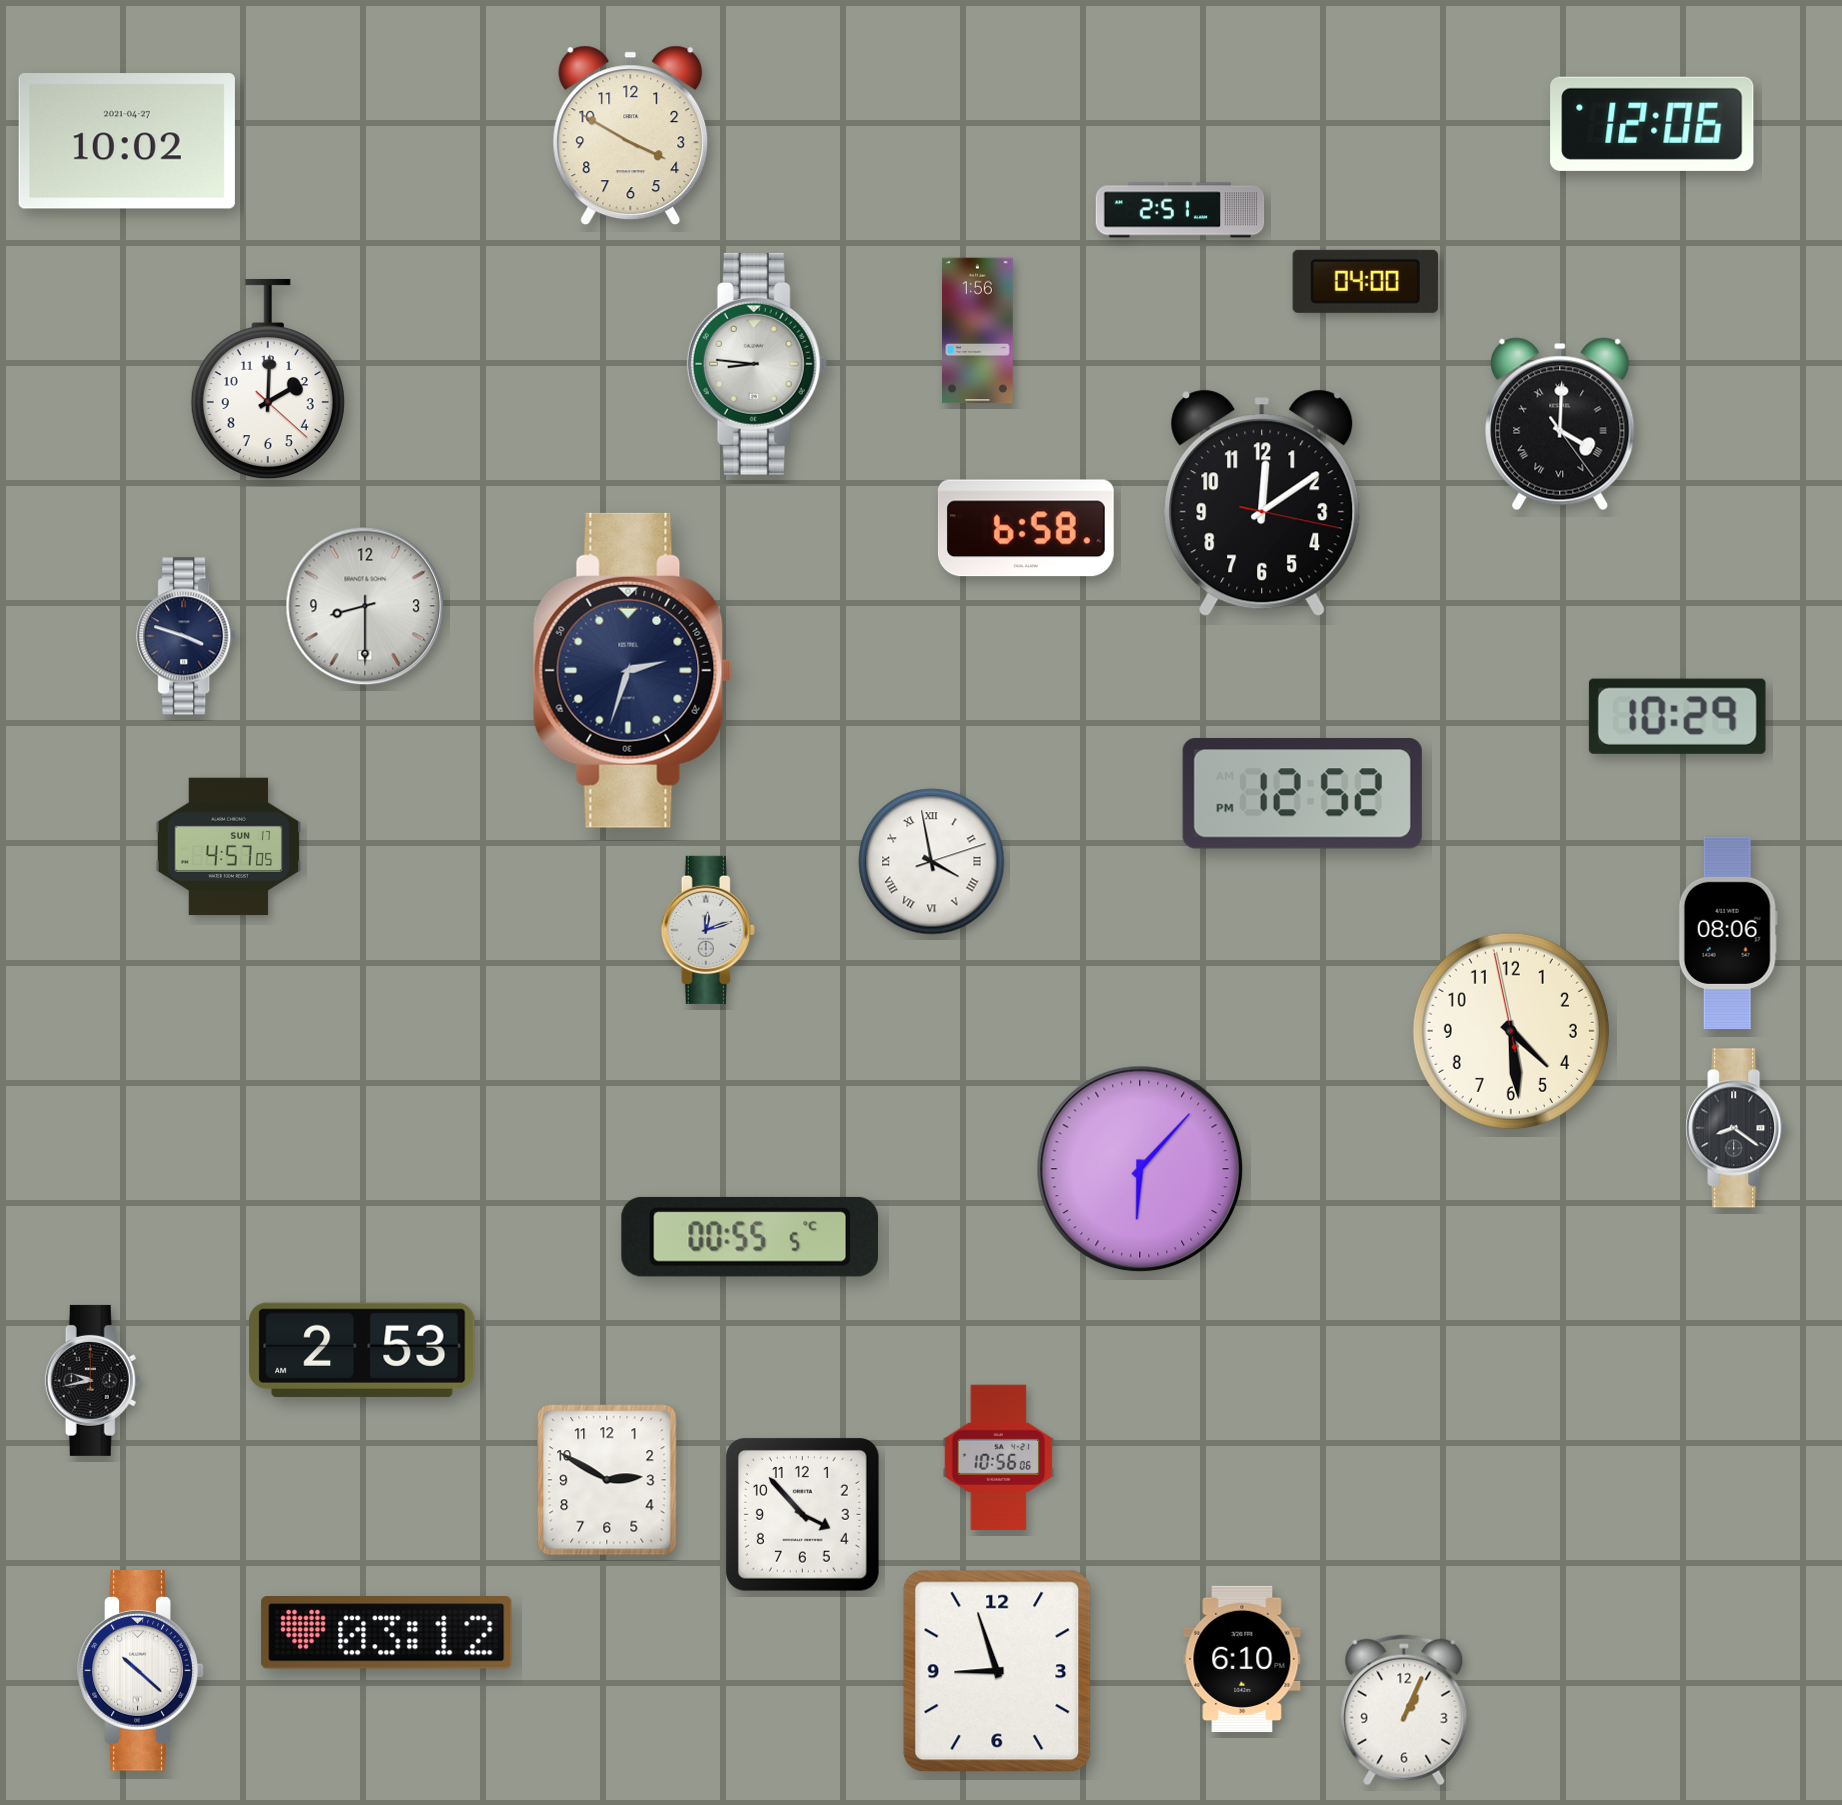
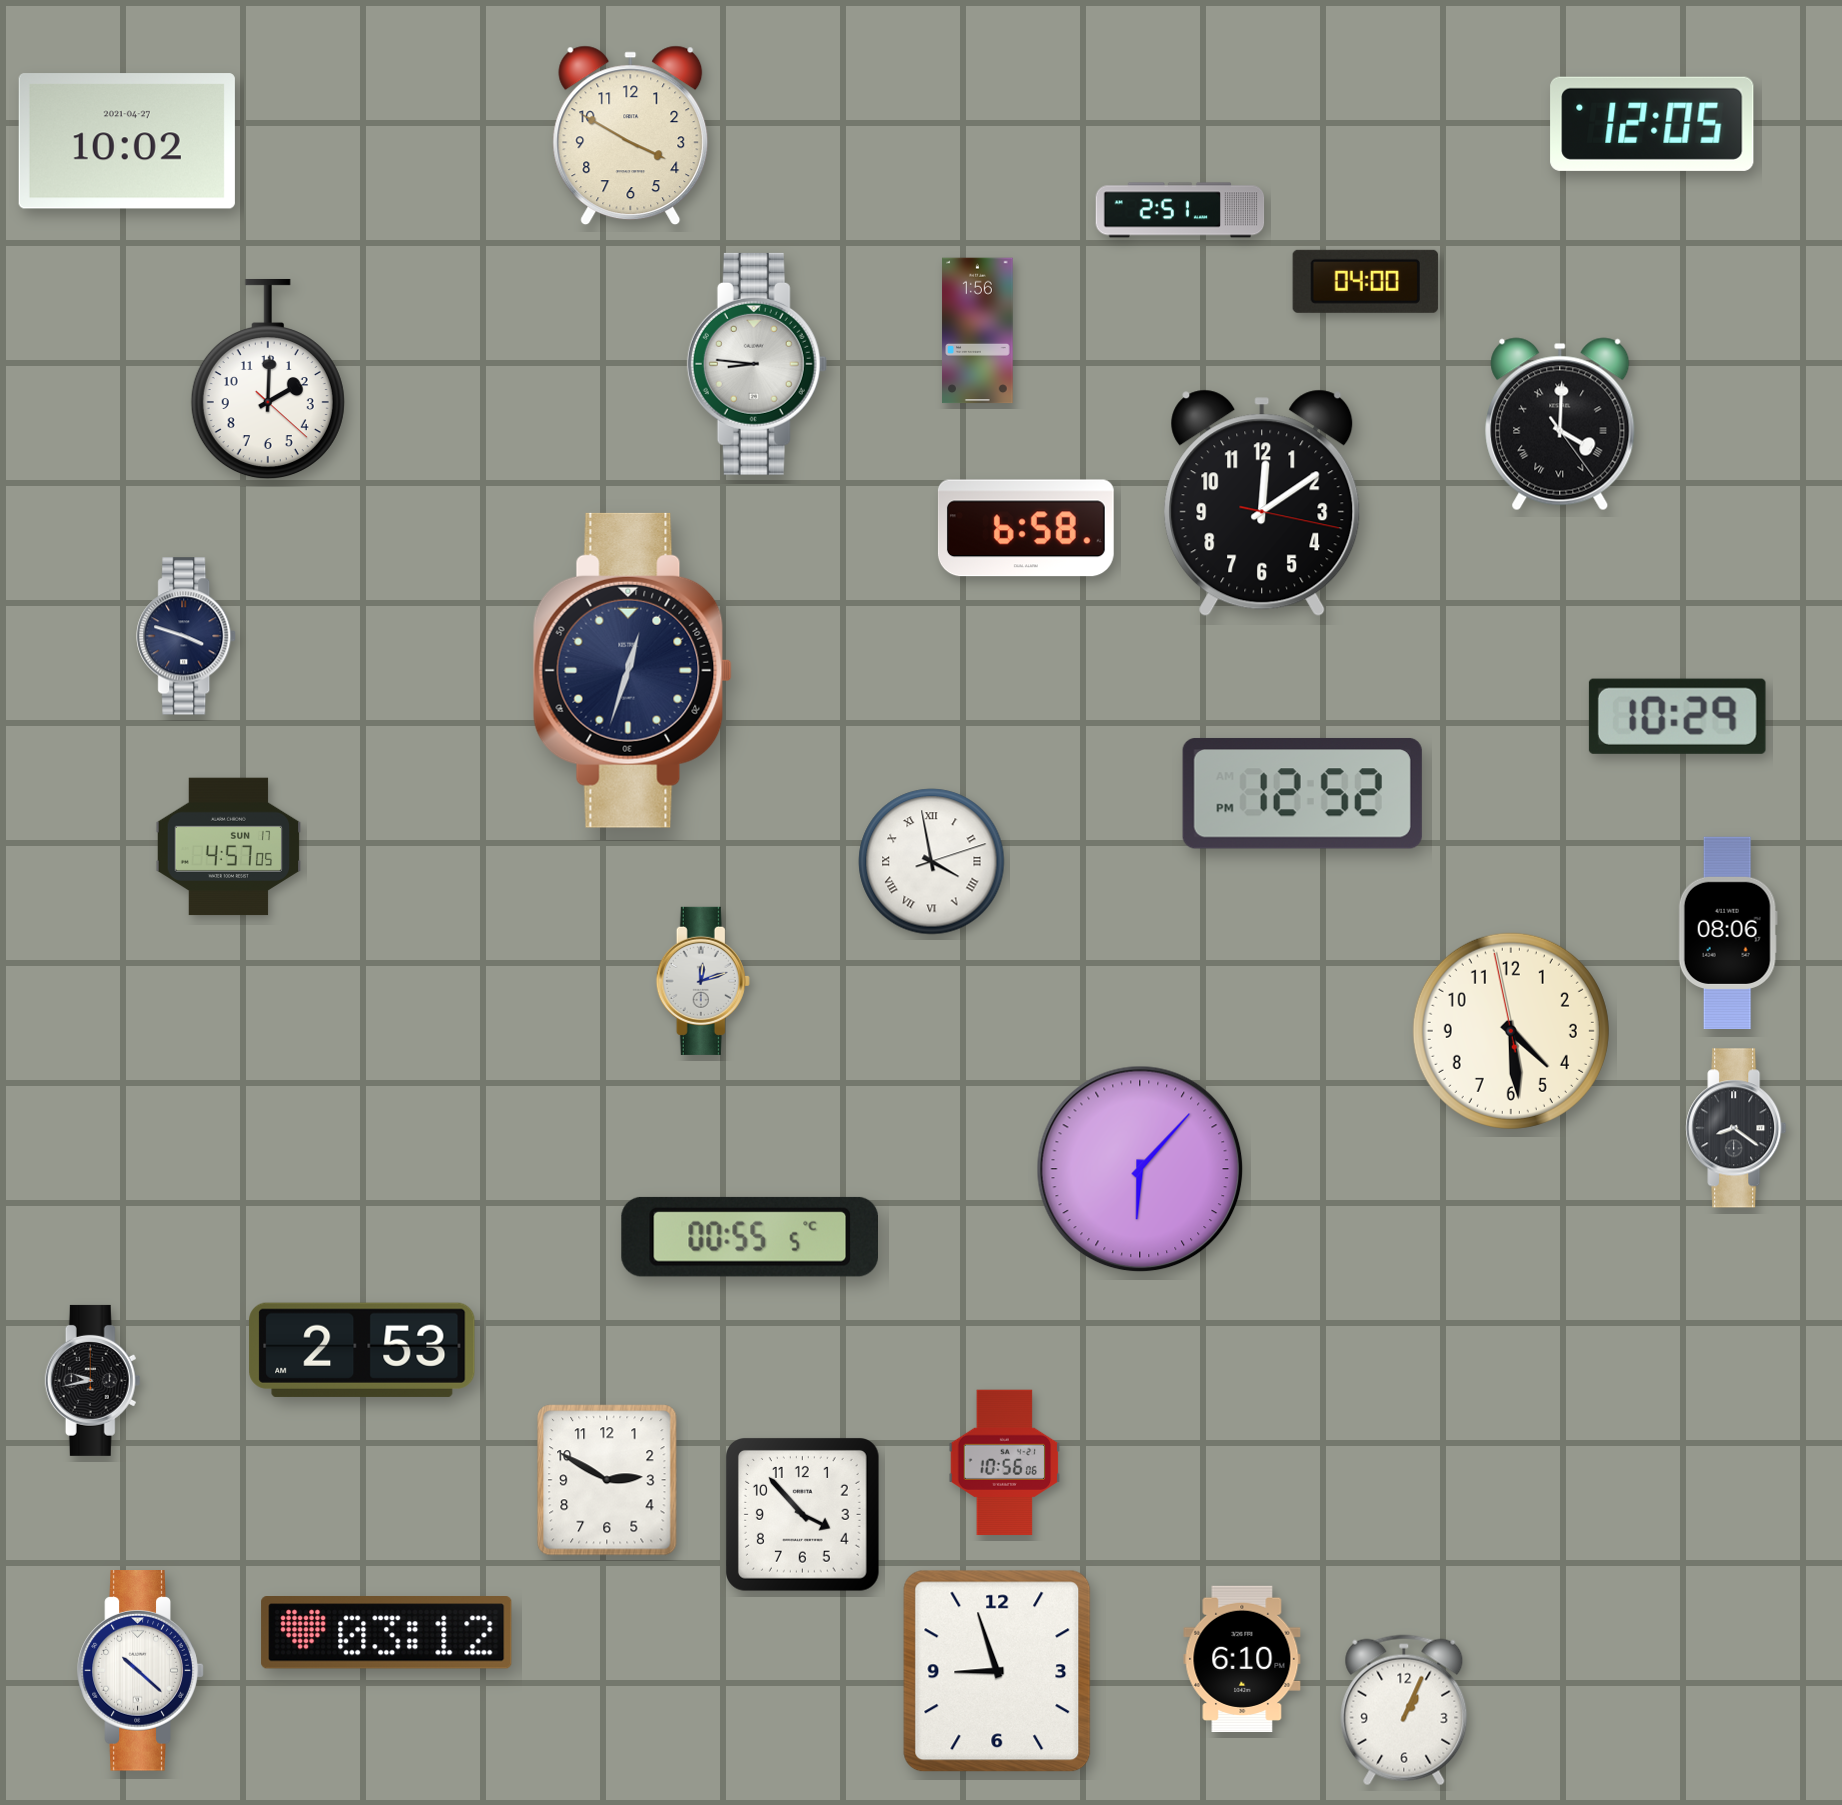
clock at (1652, 124): 12:06 -> 12:05
clock at (365, 606): 8:30 -> none
clock at (632, 670): 2:33 -> 12:33
clock at (708, 930) position: (708, 930) -> (703, 981)
clock at (999, 1458) position: (999, 1458) -> (1005, 1463)
